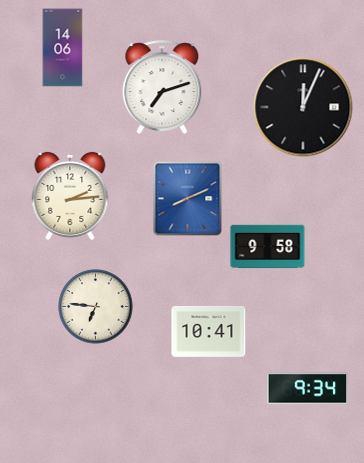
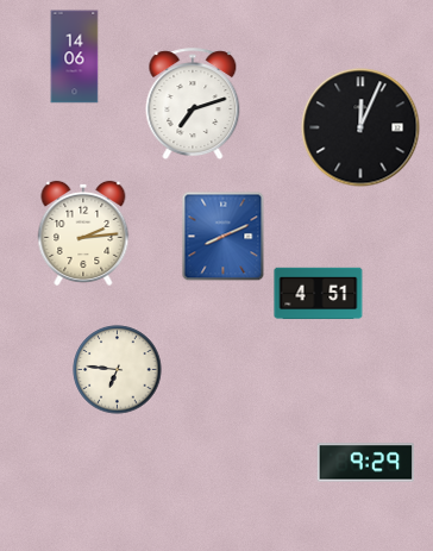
clock at (268, 247): 9:58 -> 4:51
clock at (96, 307) position: (96, 307) -> (118, 370)
clock at (209, 331): 10:41 -> none
clock at (308, 389): 9:34 -> 9:29
